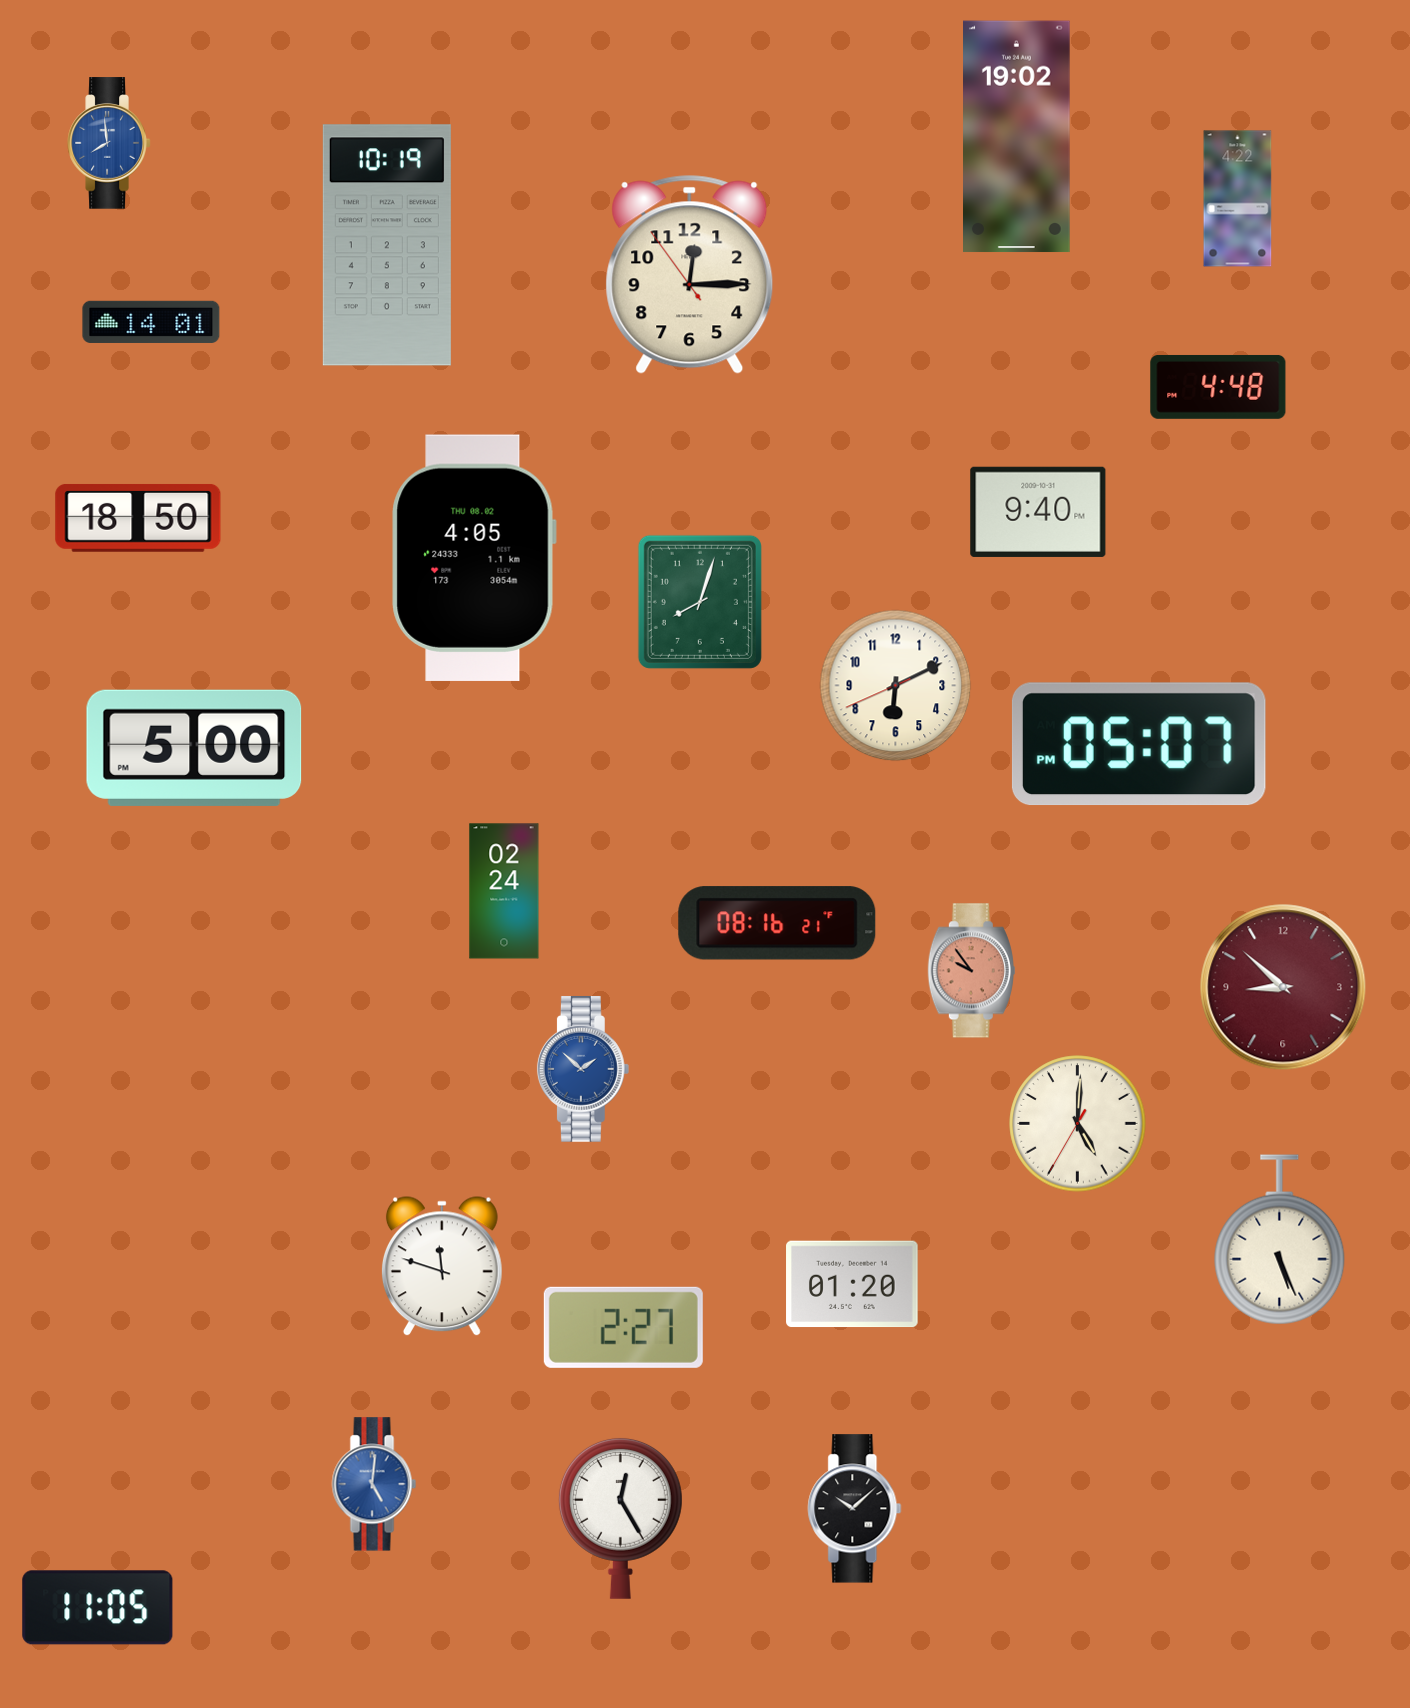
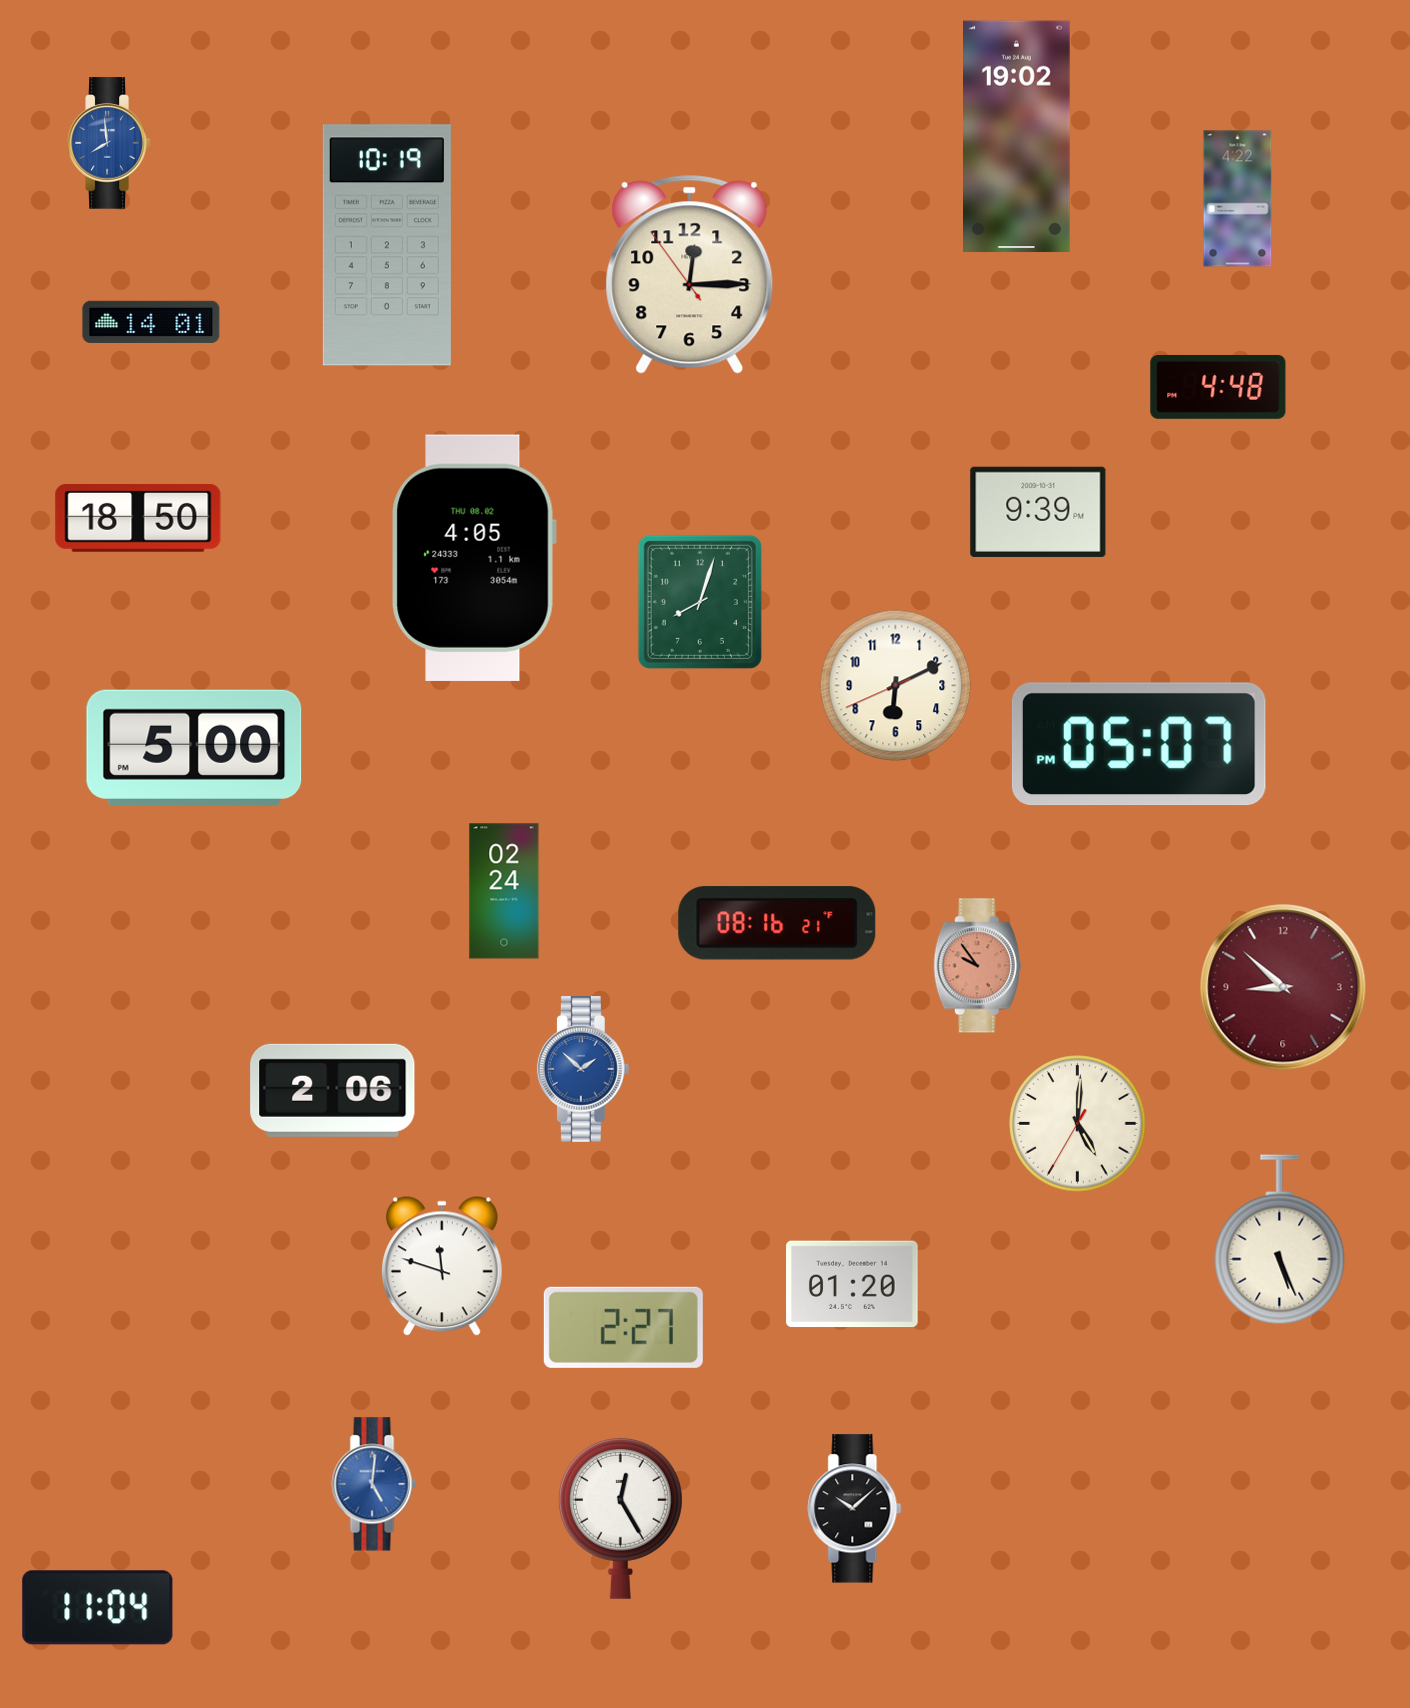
clock at (1038, 512): 9:40 -> 9:39
clock at (971, 971) position: (971, 971) -> (977, 966)
clock at (333, 1090): none -> 2:06
clock at (98, 1608): 11:05 -> 11:04
